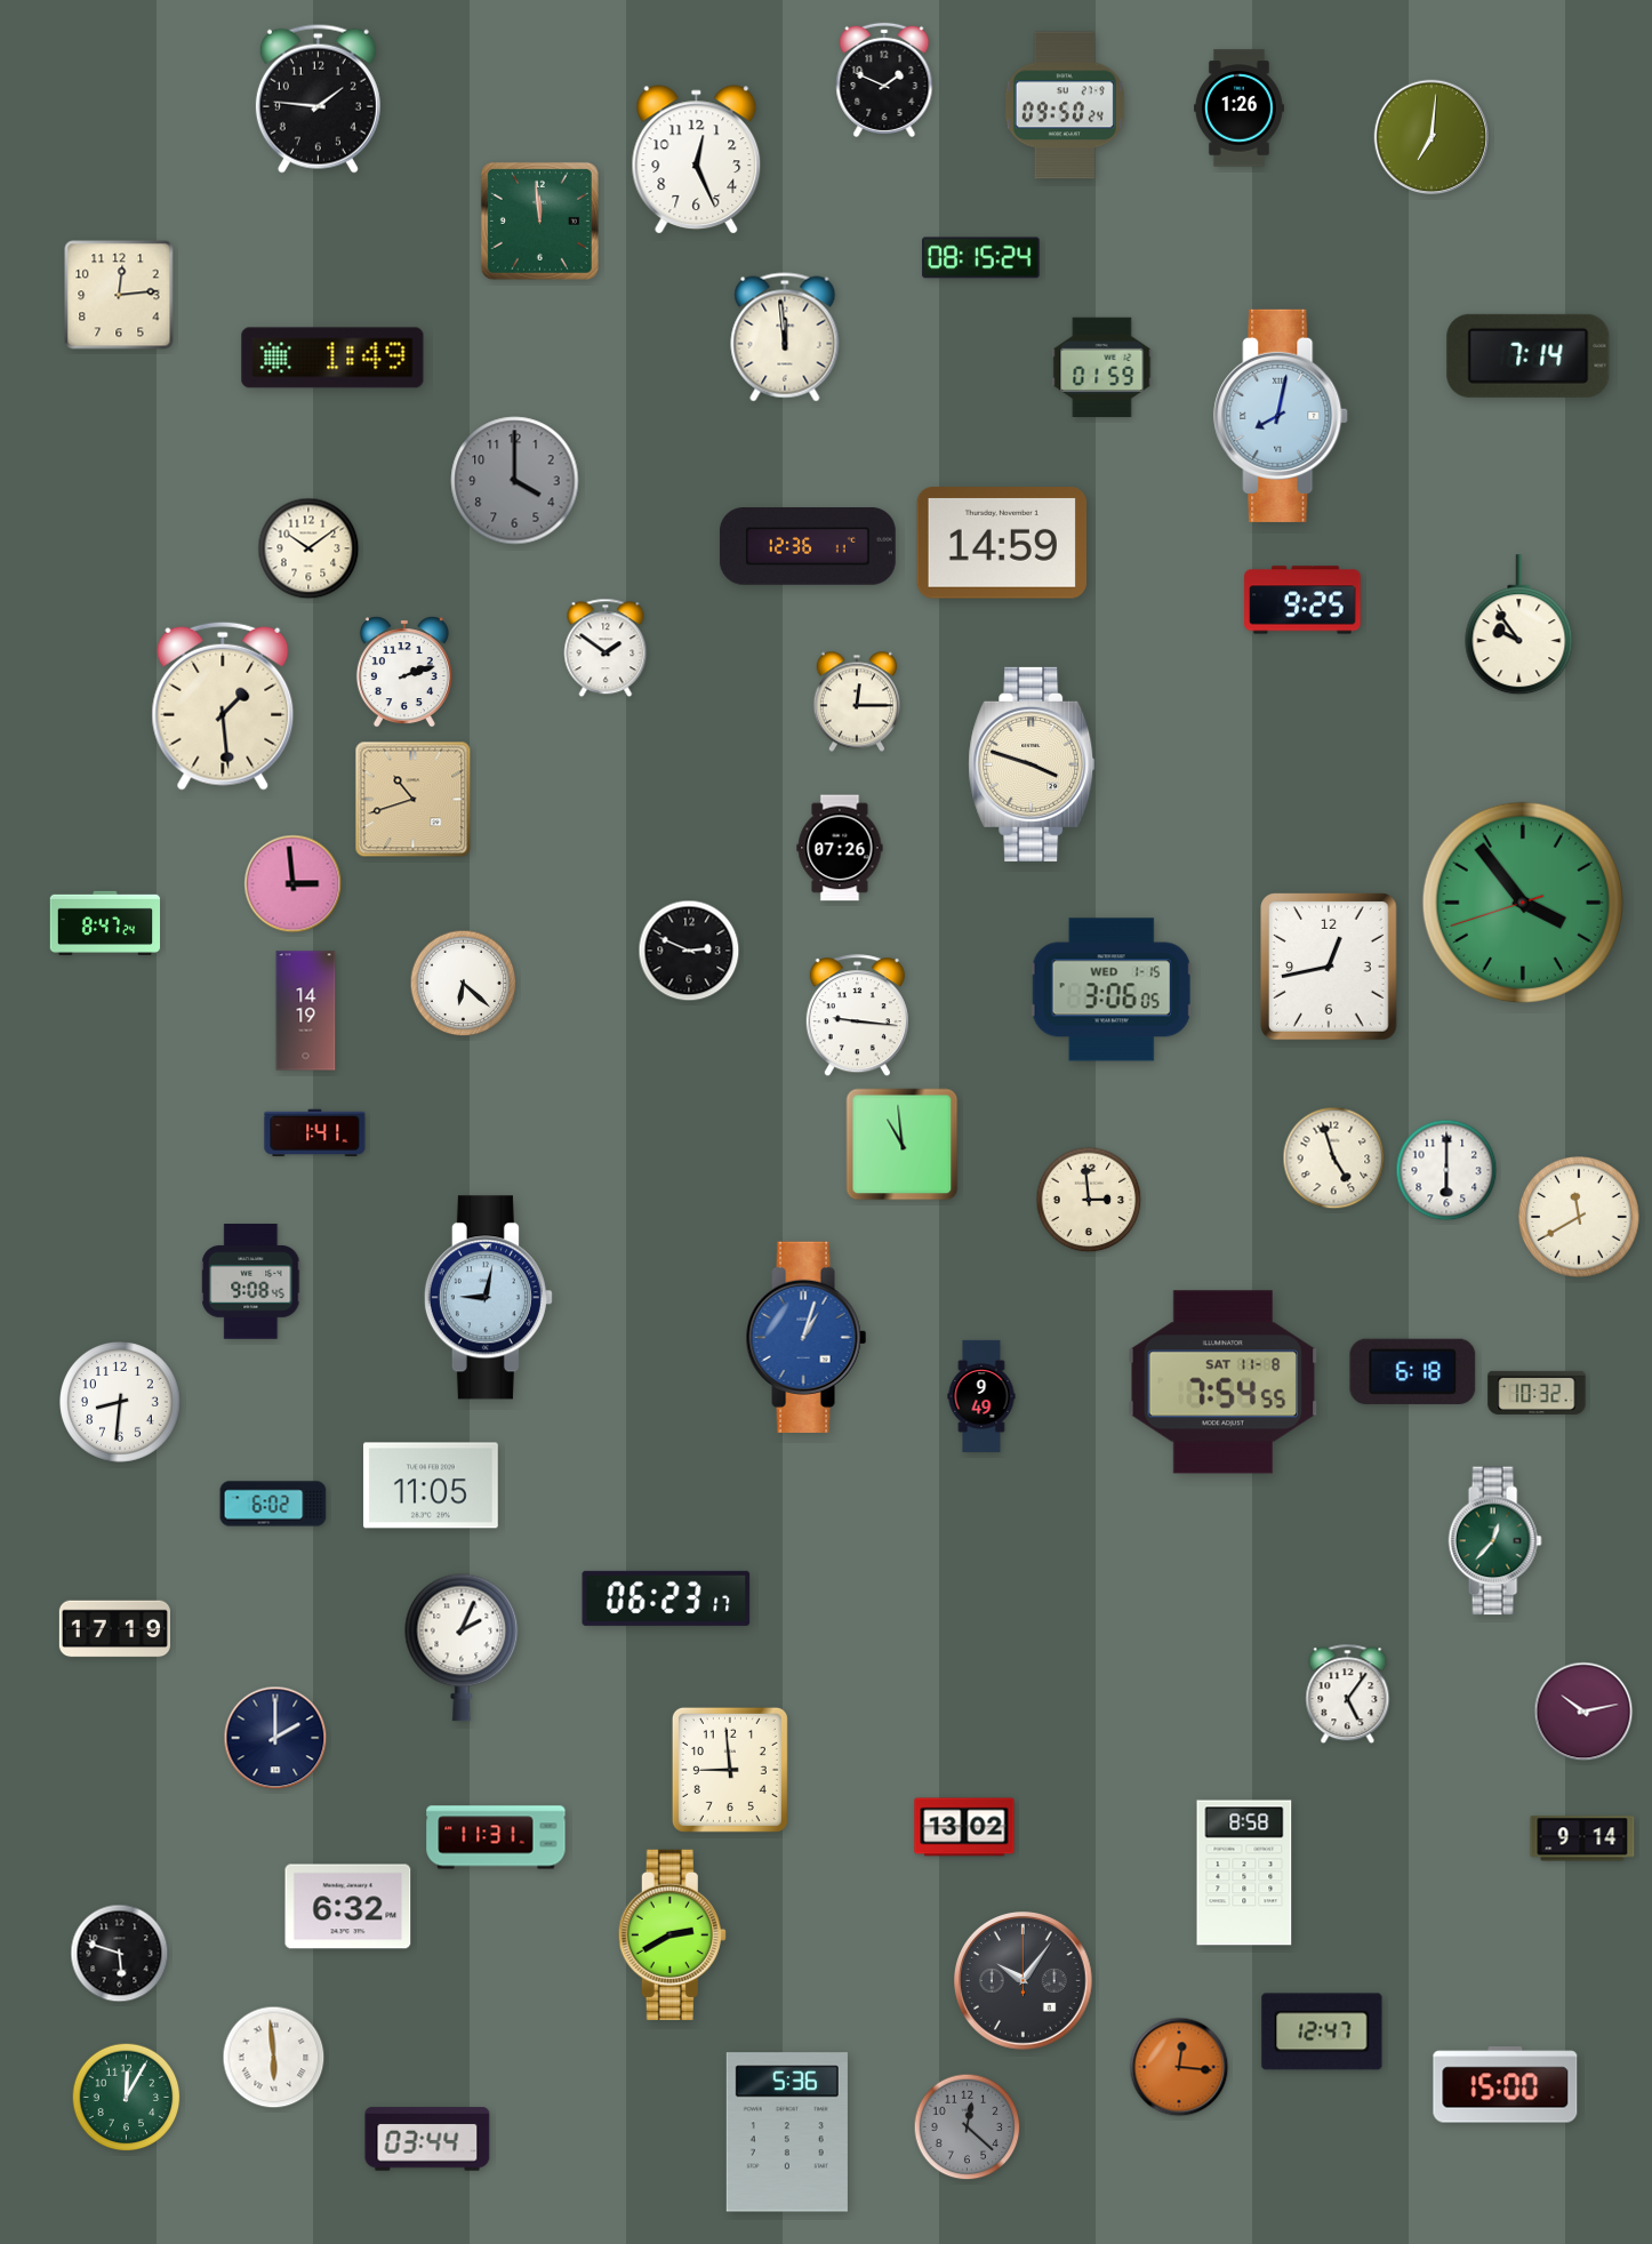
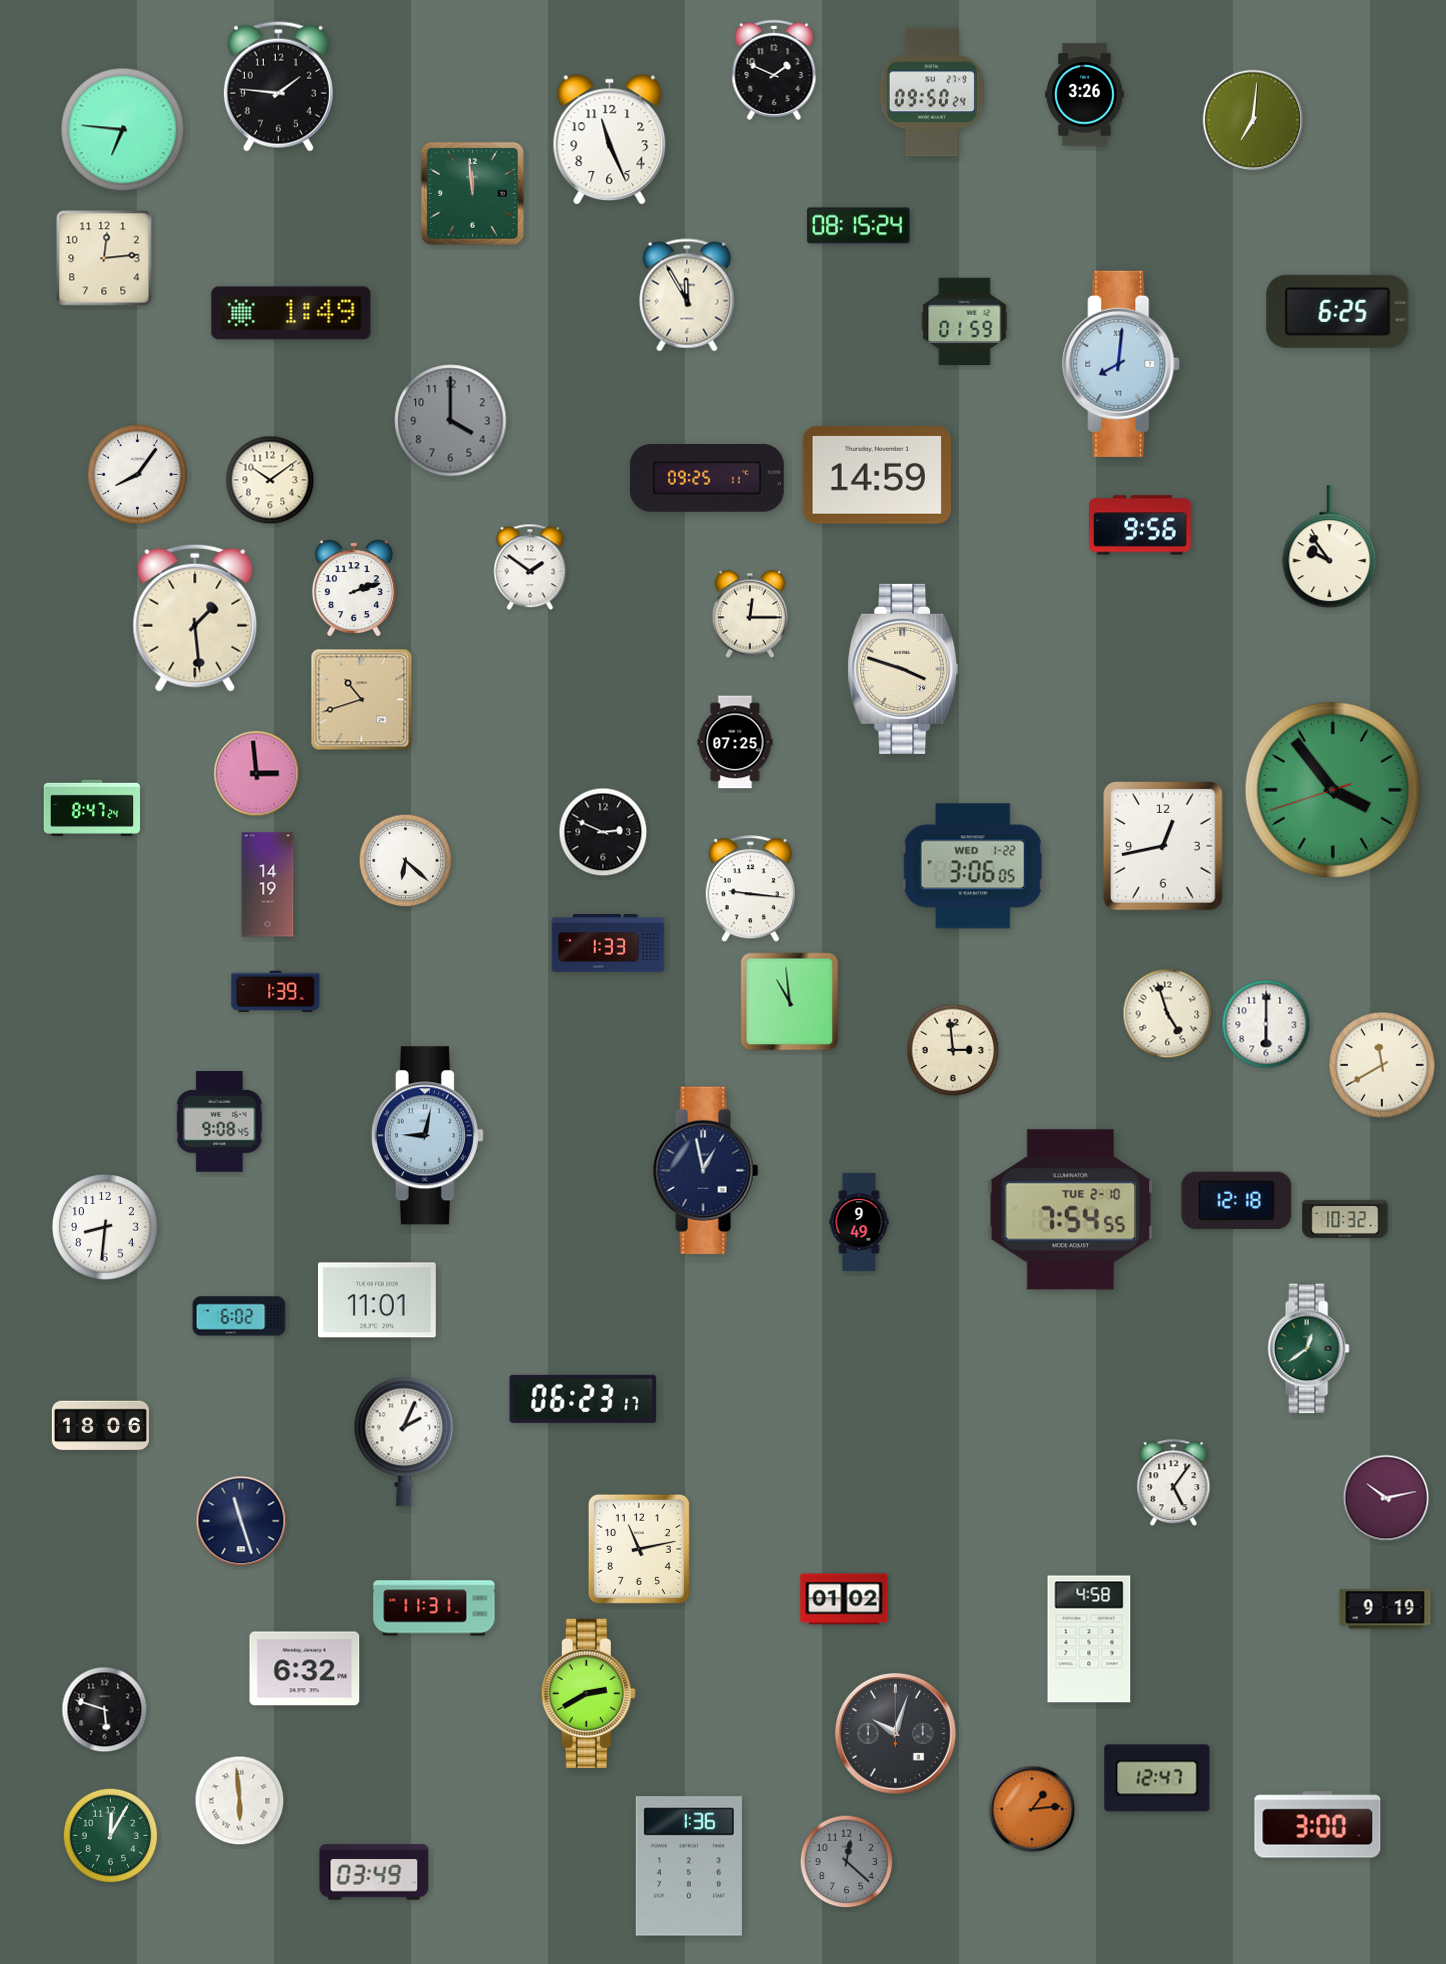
clock at (1240, 109): 1:26 -> 3:26
clock at (123, 130): none -> 6:46
clock at (697, 160): 12:26 -> 11:26
clock at (785, 337): 11:59 -> 11:55
clock at (1529, 355): 7:14 -> 6:25
clock at (1282, 416): 8:02 -> 8:01
clock at (137, 474): none -> 8:06
clock at (808, 547): 12:36 -> 09:25
clock at (1302, 600): 9:25 -> 9:56
clock at (840, 848): 07:26 -> 07:25
clock at (1112, 989) date: WED 1-15 -> WED 1-22
clock at (608, 943): none -> 1:33
clock at (315, 1133): 1:41 -> 1:39
clock at (807, 1337): 1:03 -> 12:58
clock at (807, 1337) dial: blue -> navy
clock at (1413, 1371): 6:18 -> 12:18
clock at (1224, 1383) date: SAT 11-8 -> TUE 2-10
clock at (431, 1485): 11:05 -> 11:01
clock at (1494, 1541): 12:37 -> 12:39
clock at (114, 1629): 17:19 -> 18:06
clock at (1348, 1694) position: (1348, 1694) -> (1174, 1483)
clock at (275, 1738): 2:00 -> 11:27
clock at (730, 1770): 8:59 -> 11:13
clock at (964, 1827): 13:02 -> 01:02
clock at (1582, 1838): 9:14 -> 9:19
clock at (1244, 1873): 8:58 -> 4:58
clock at (1024, 1981): 10:06 -> 10:03
clock at (1179, 2067): 12:16 -> 1:14
clock at (1506, 2085): 15:00 -> 3:00
clock at (787, 2132): 5:36 -> 1:36
clock at (427, 2139): 03:44 -> 03:49
